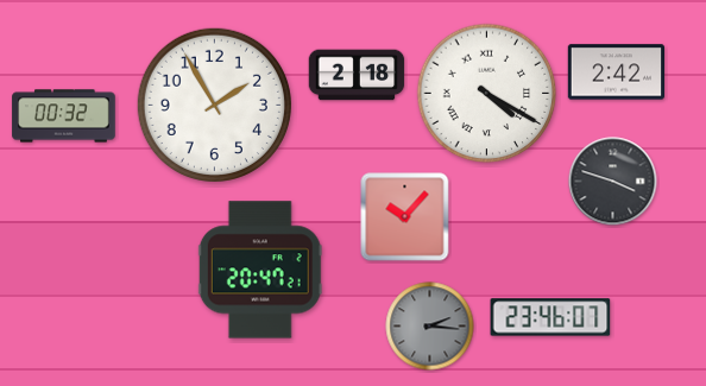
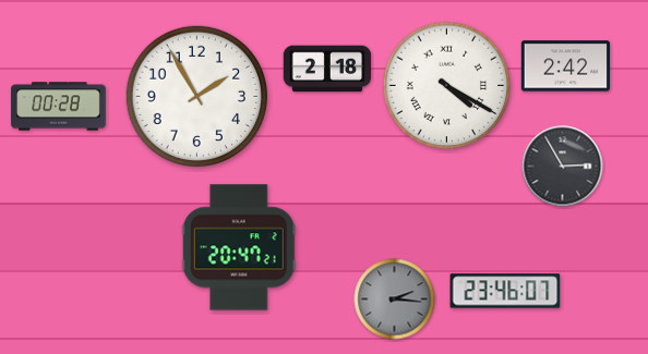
clock at (64, 116): 00:32 -> 00:28
clock at (613, 182): 3:48 -> 2:55
clock at (405, 217): 10:07 -> none
